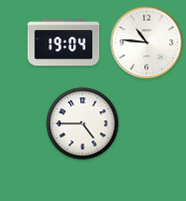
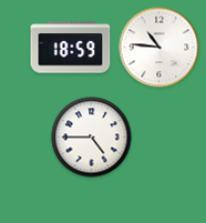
clock at (64, 43): 19:04 -> 18:59
clock at (147, 43) position: (147, 43) -> (159, 48)
